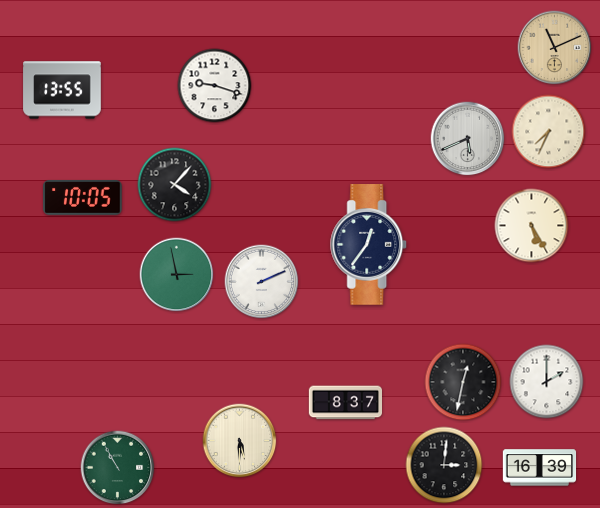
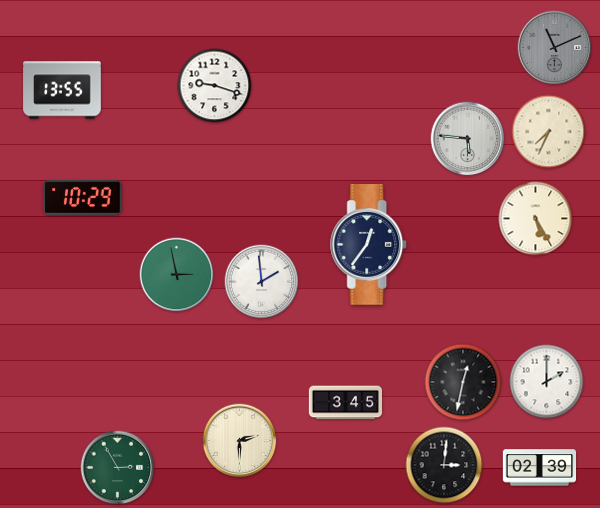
clock at (555, 48) dial: champagne -> grey
clock at (468, 139): 5:41 -> 5:46
clock at (175, 185): 4:07 -> none
clock at (83, 198): 10:05 -> 10:29
clock at (532, 226) position: (532, 226) -> (536, 219)
clock at (262, 282): 2:11 -> 1:59
clock at (345, 403): 8:37 -> 3:45
clock at (240, 441): 5:30 -> 2:30
clock at (118, 468): 10:55 -> 2:55
clock at (540, 468): 16:39 -> 02:39
